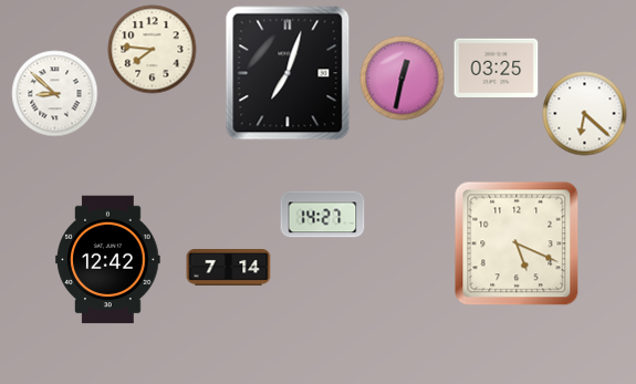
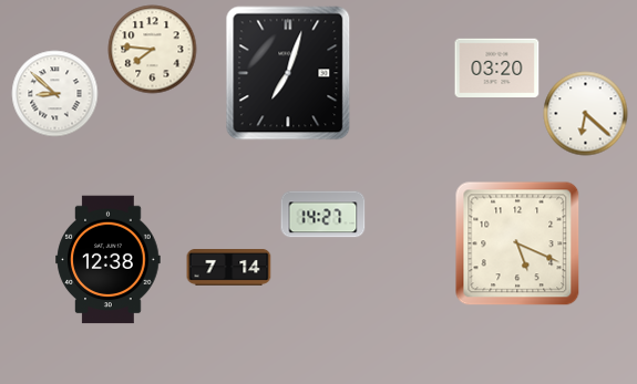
clock at (497, 69): 03:25 -> 03:20
clock at (403, 79): 12:32 -> none
clock at (108, 260): 12:42 -> 12:38
